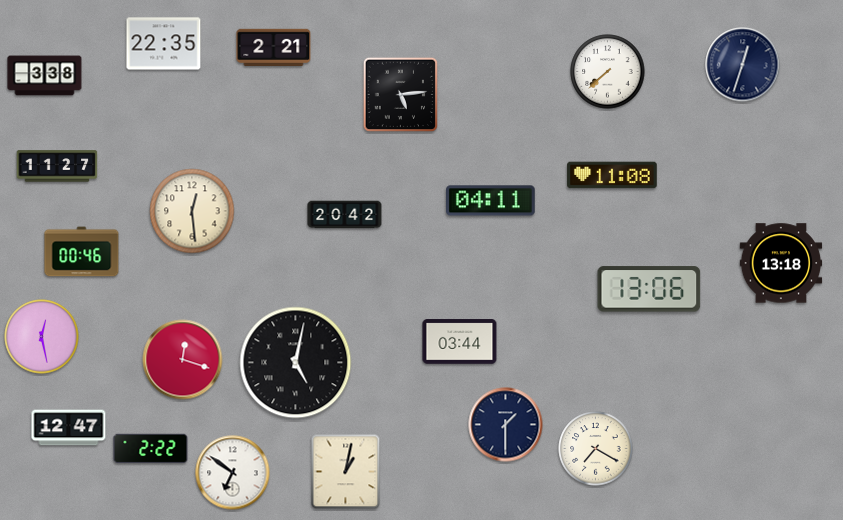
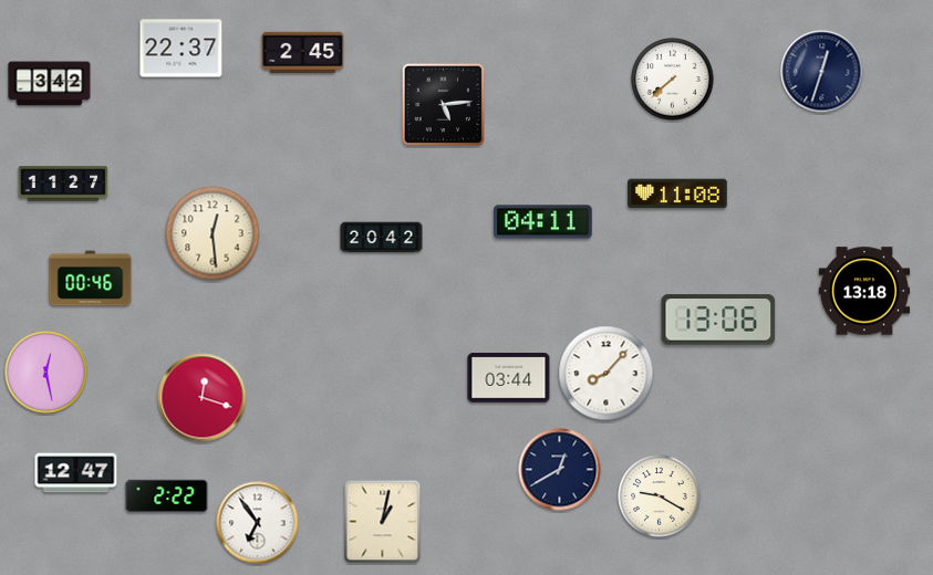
clock at (164, 44): 22:35 -> 22:37
clock at (274, 47): 2:21 -> 2:45
clock at (45, 76): 3:38 -> 3:42
clock at (607, 374): none -> 8:07
clock at (296, 363): 5:02 -> none
clock at (506, 425): 1:30 -> 12:40
clock at (596, 449): 7:20 -> 9:20
clock at (233, 473): 6:51 -> 6:54
